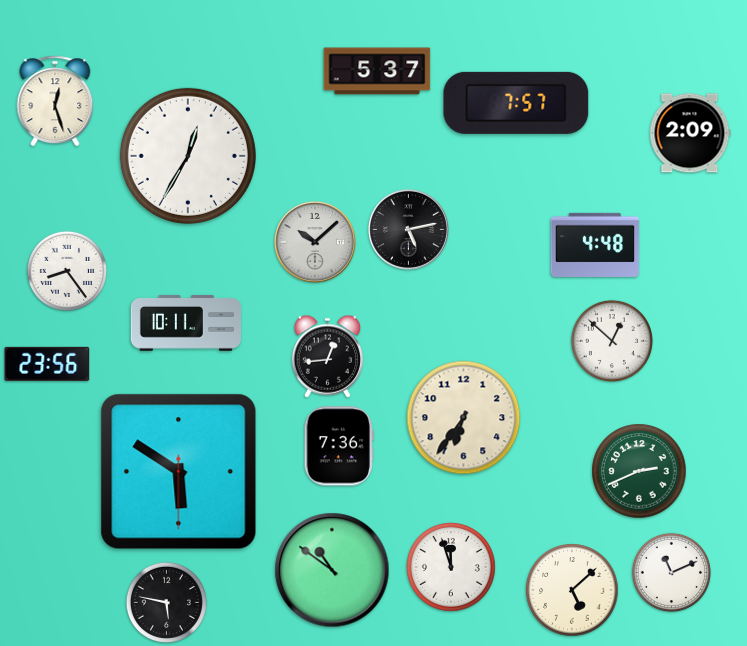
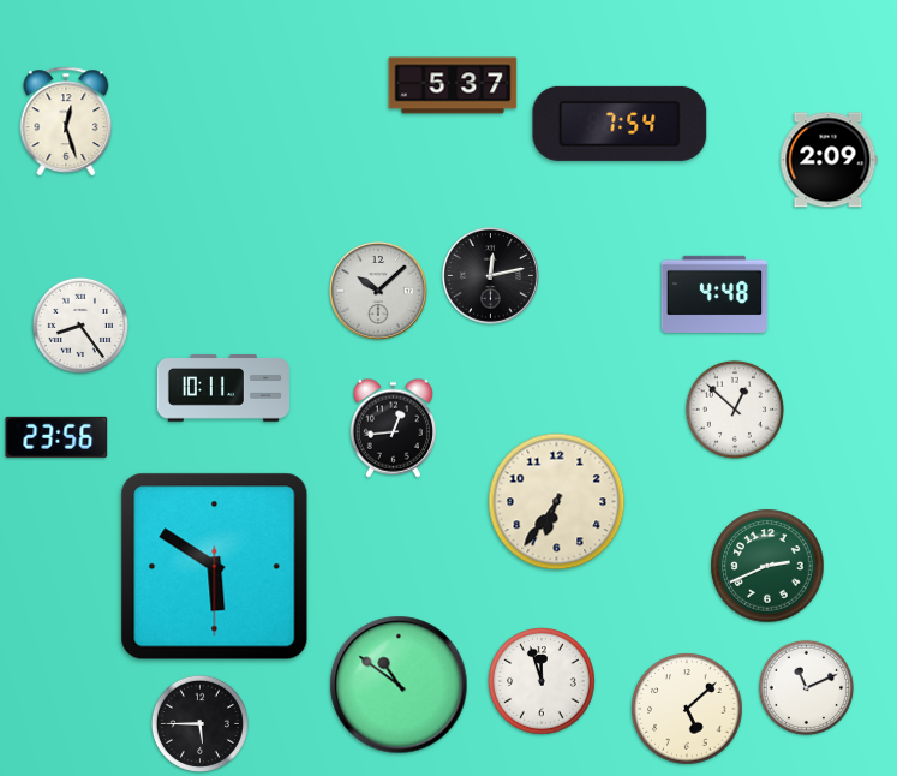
clock at (516, 103): 7:57 -> 7:54
clock at (188, 156): 12:35 -> none
clock at (408, 229): 5:13 -> 12:13
clock at (339, 446): 7:36 -> none
clock at (166, 602): 5:47 -> 5:45
